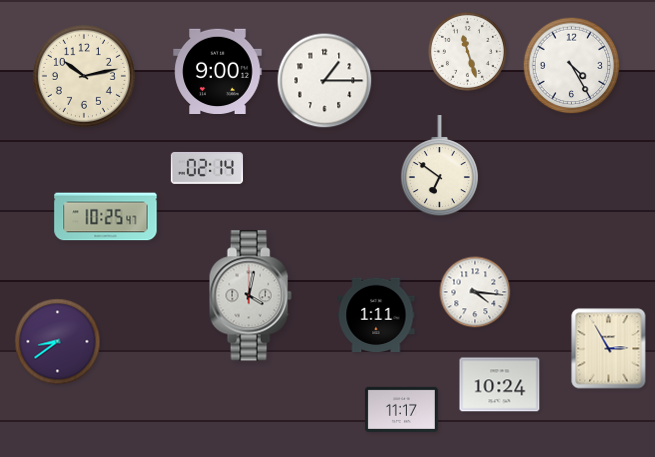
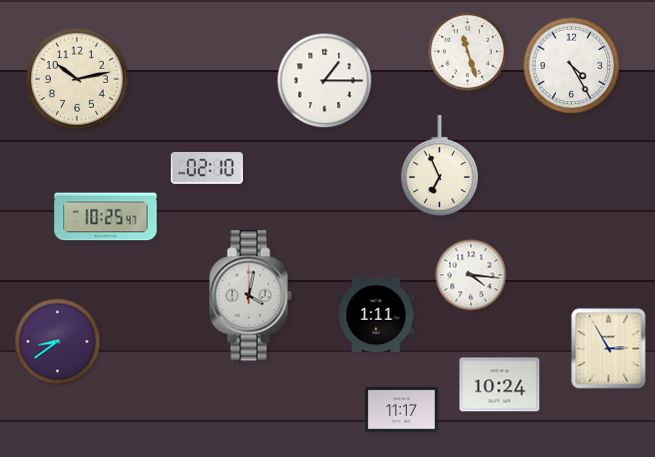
clock at (218, 72): 9:00 -> none
clock at (84, 76) position: (84, 76) -> (77, 79)
clock at (439, 166): 6:51 -> 6:56
clock at (207, 168): 02:14 -> 02:10
clock at (475, 292) position: (475, 292) -> (471, 275)
